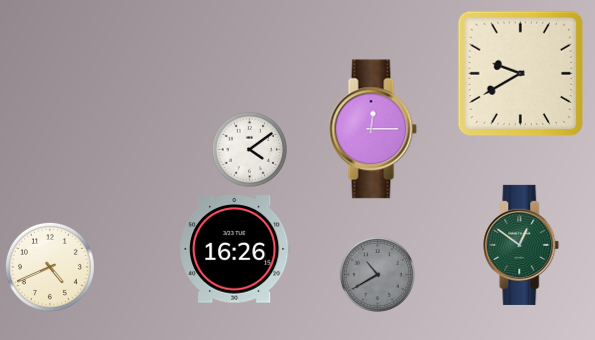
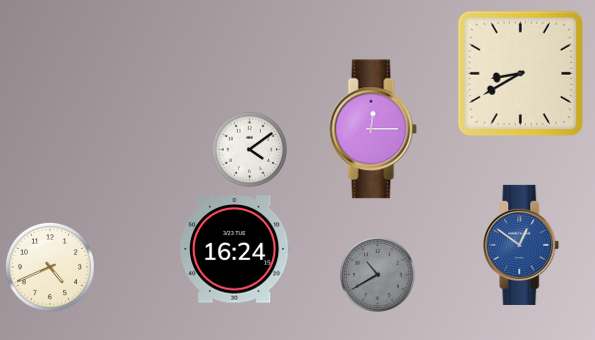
clock at (521, 74): 9:40 -> 8:40
clock at (521, 245) dial: green -> blue
clock at (236, 249): 16:26 -> 16:24
